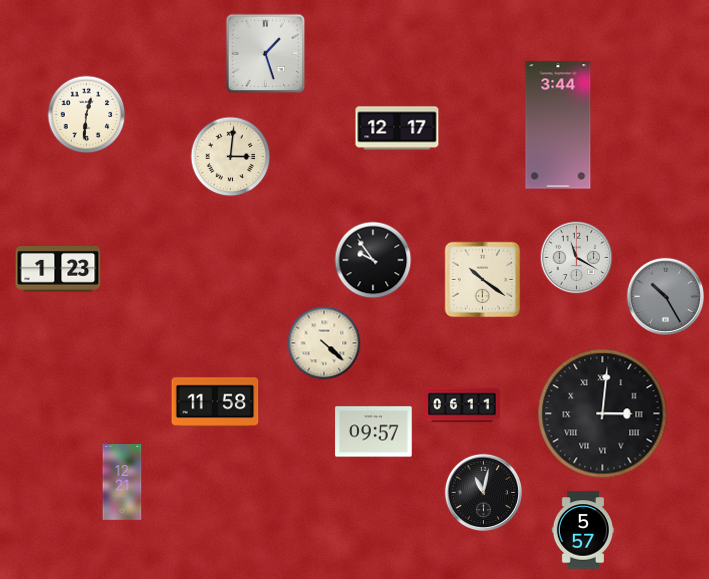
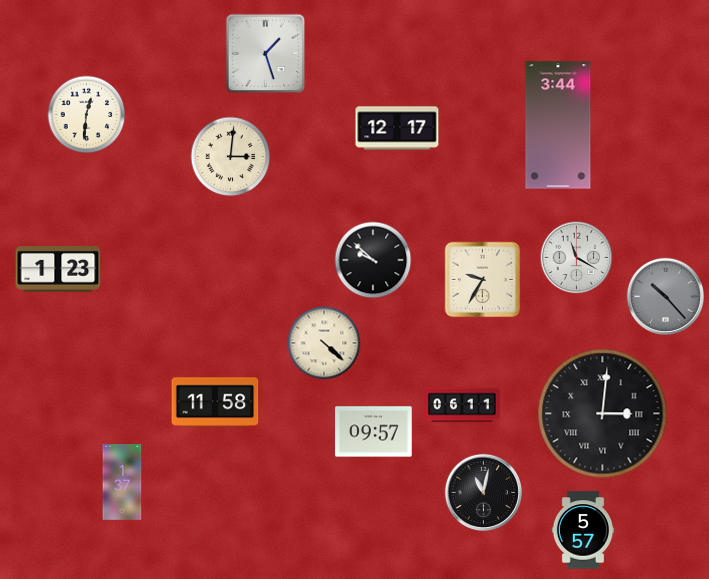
clock at (373, 260): 9:54 -> 9:52
clock at (483, 280): 10:21 -> 9:35
clock at (665, 296): 10:25 -> 10:23
clock at (122, 482): 12:21 -> 1:37
